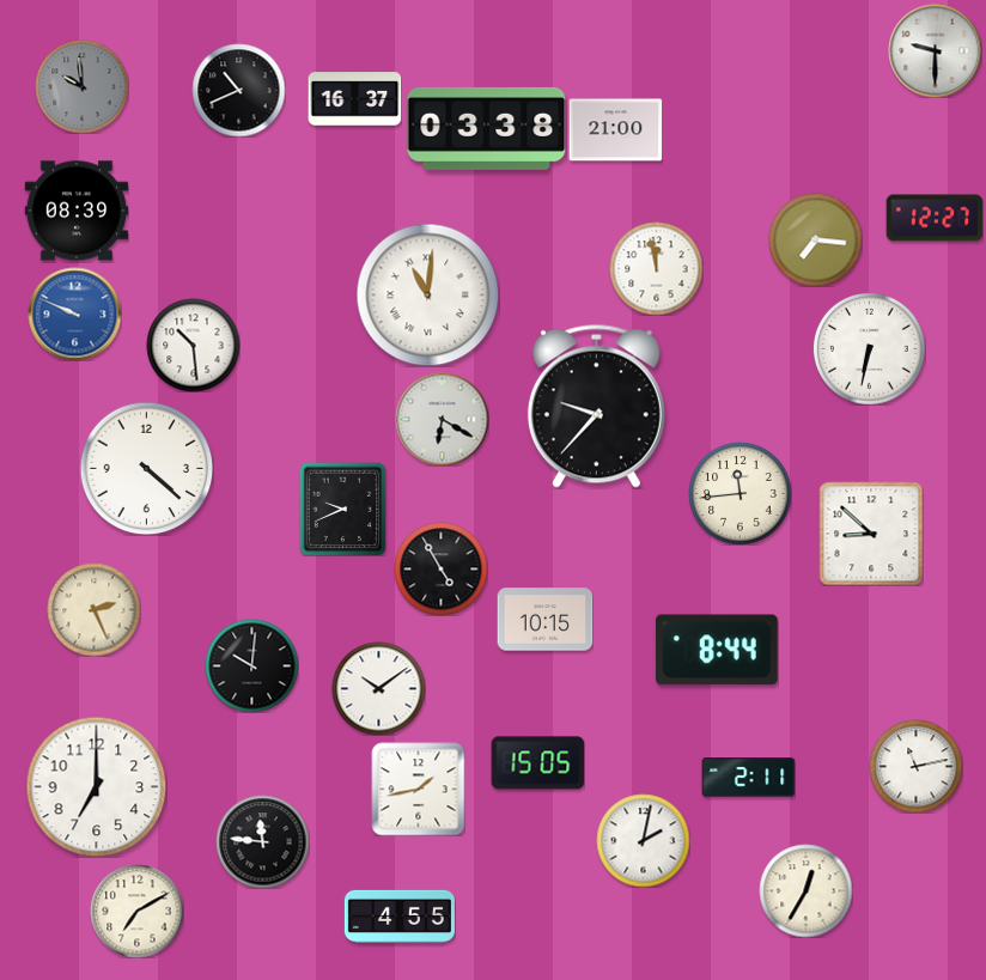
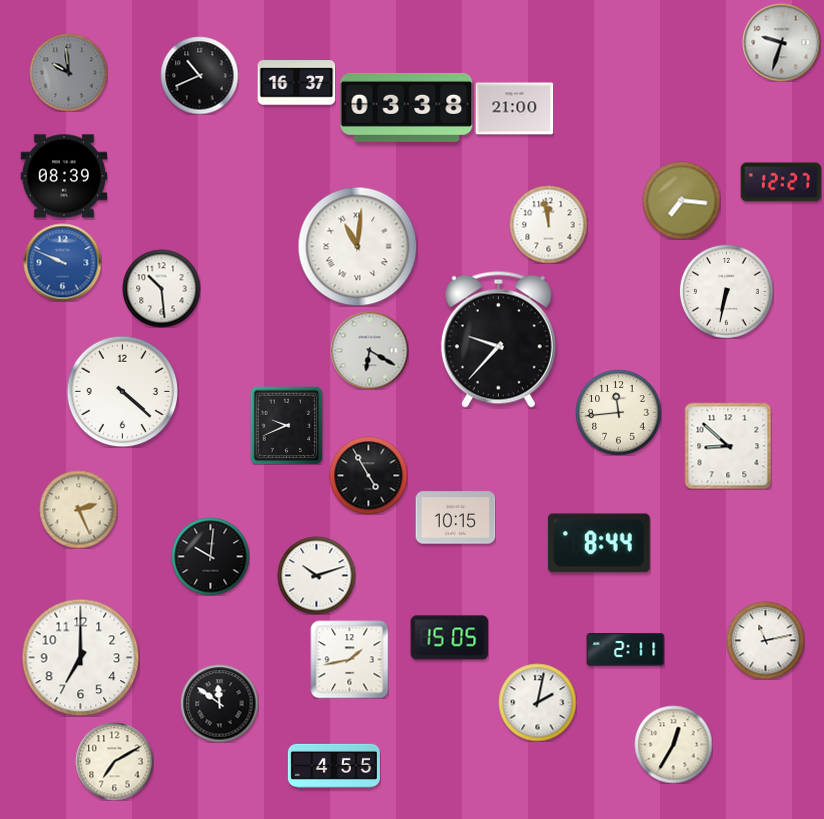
clock at (935, 50): 9:30 -> 9:33
clock at (378, 688): 10:09 -> 10:12
clock at (262, 841): 11:46 -> 11:51
